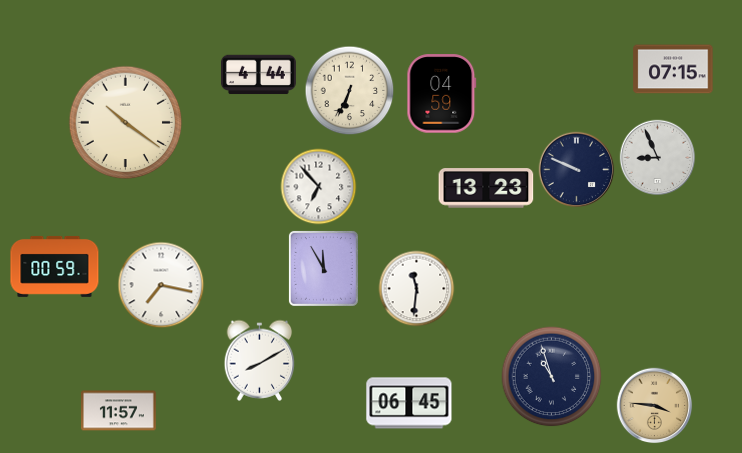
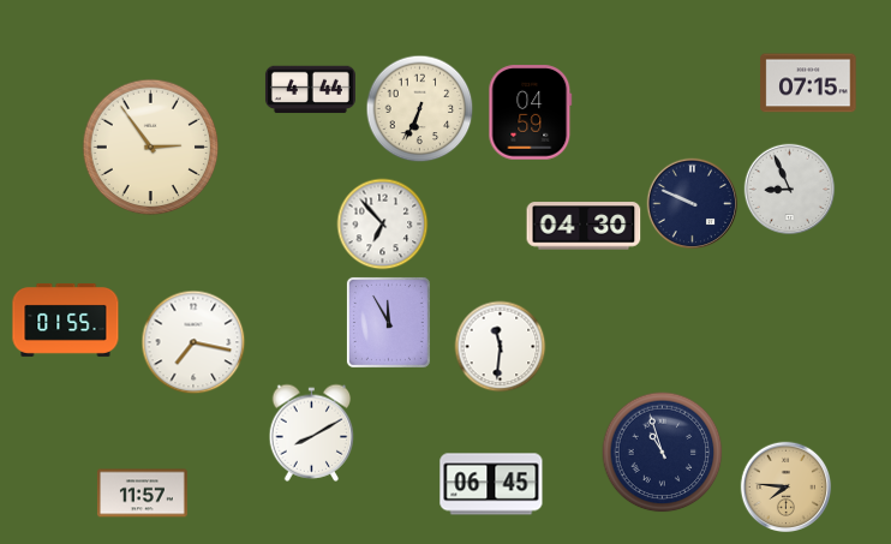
clock at (126, 123): 10:21 -> 2:54
clock at (486, 188): 13:23 -> 04:30
clock at (55, 266): 00:59 -> 01:55
clock at (655, 406): 3:46 -> 7:46
